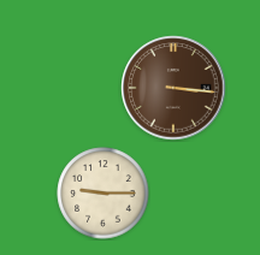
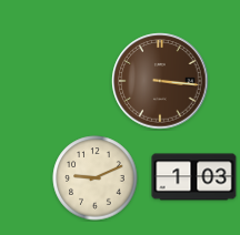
clock at (194, 177): none -> 1:03
clock at (104, 194): 9:15 -> 9:11
